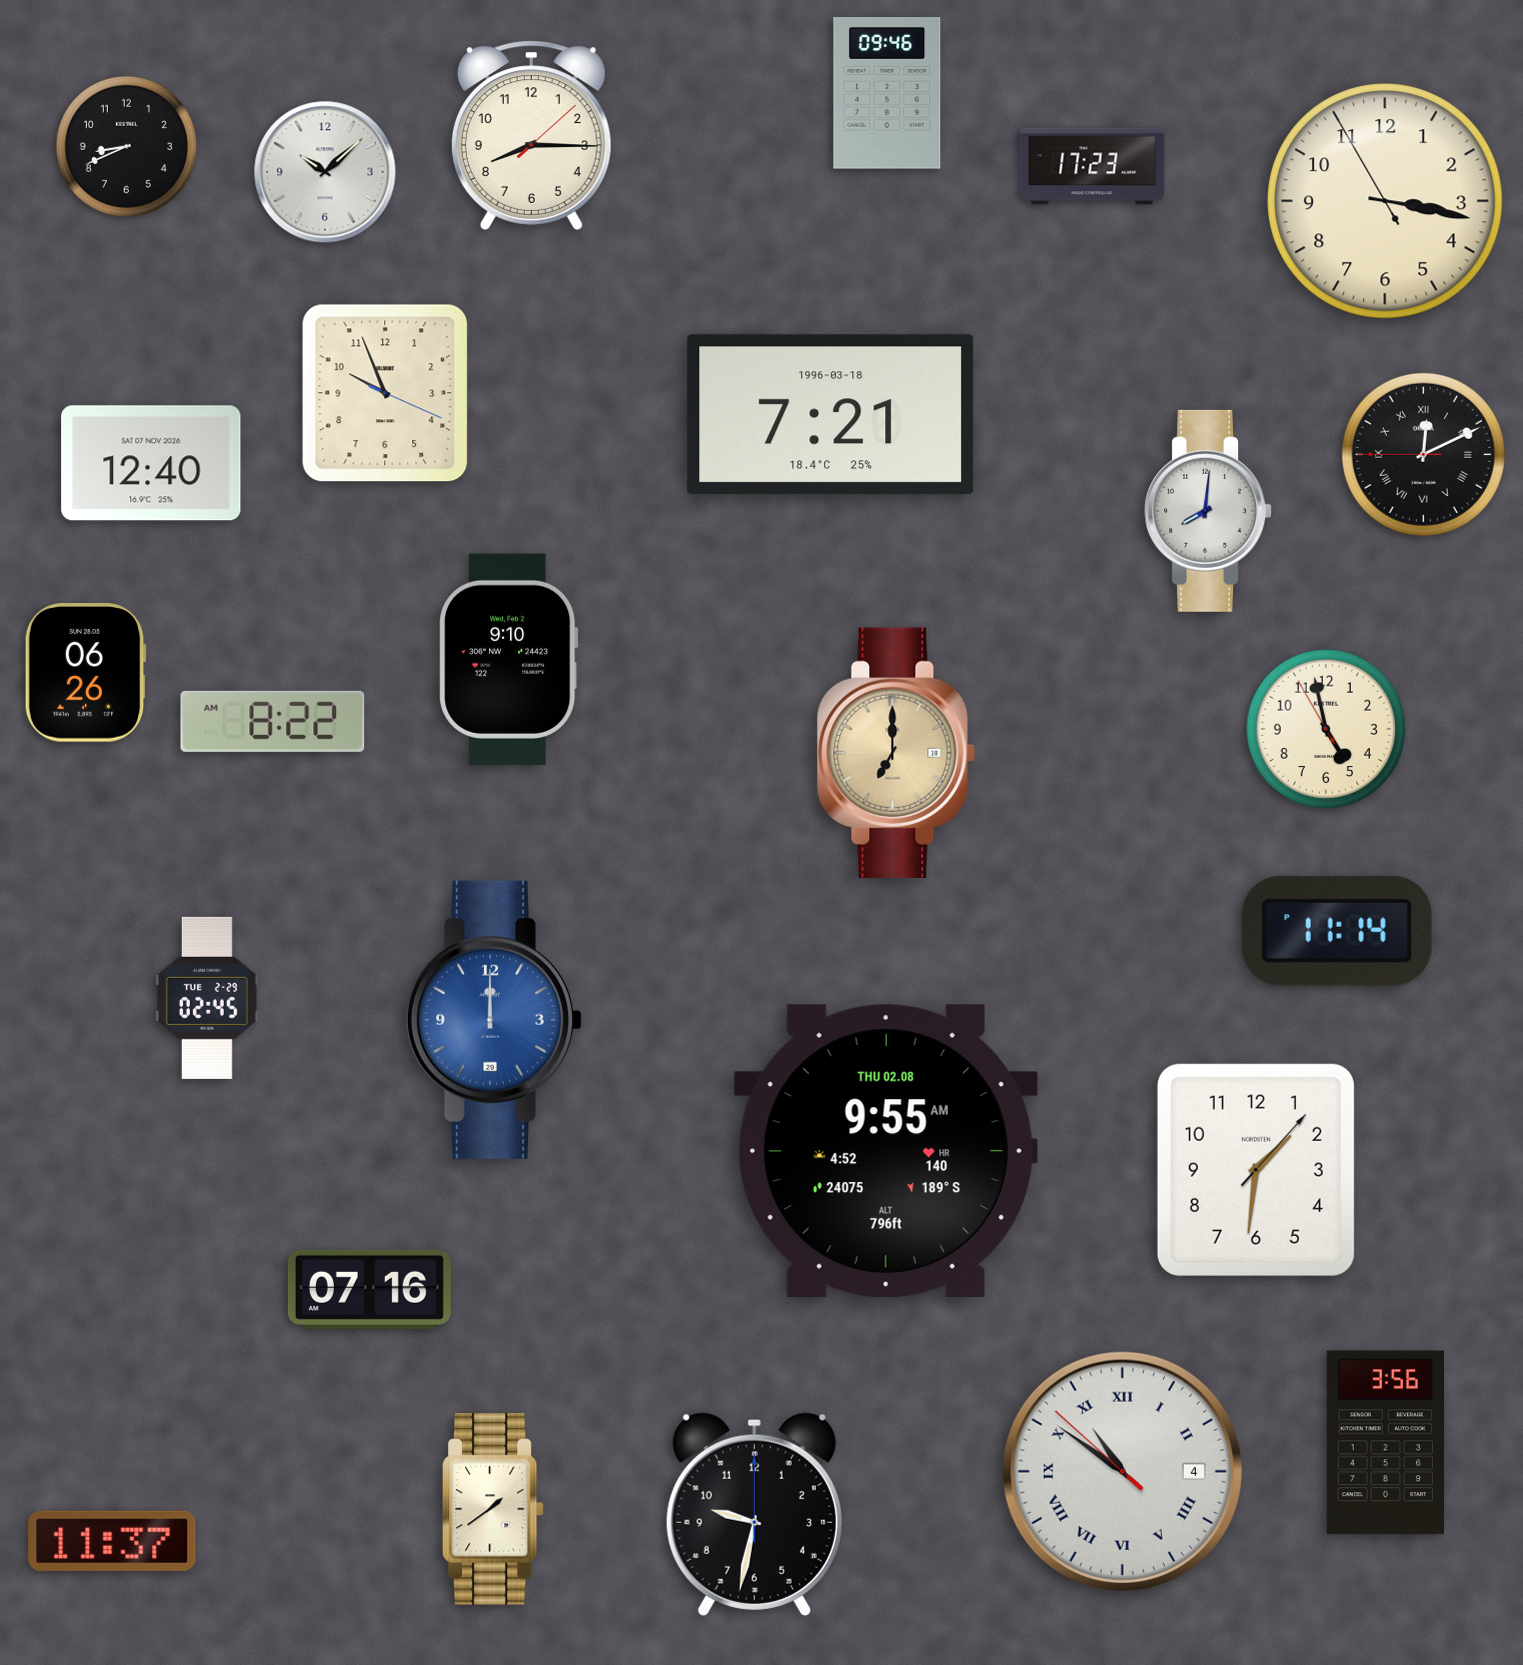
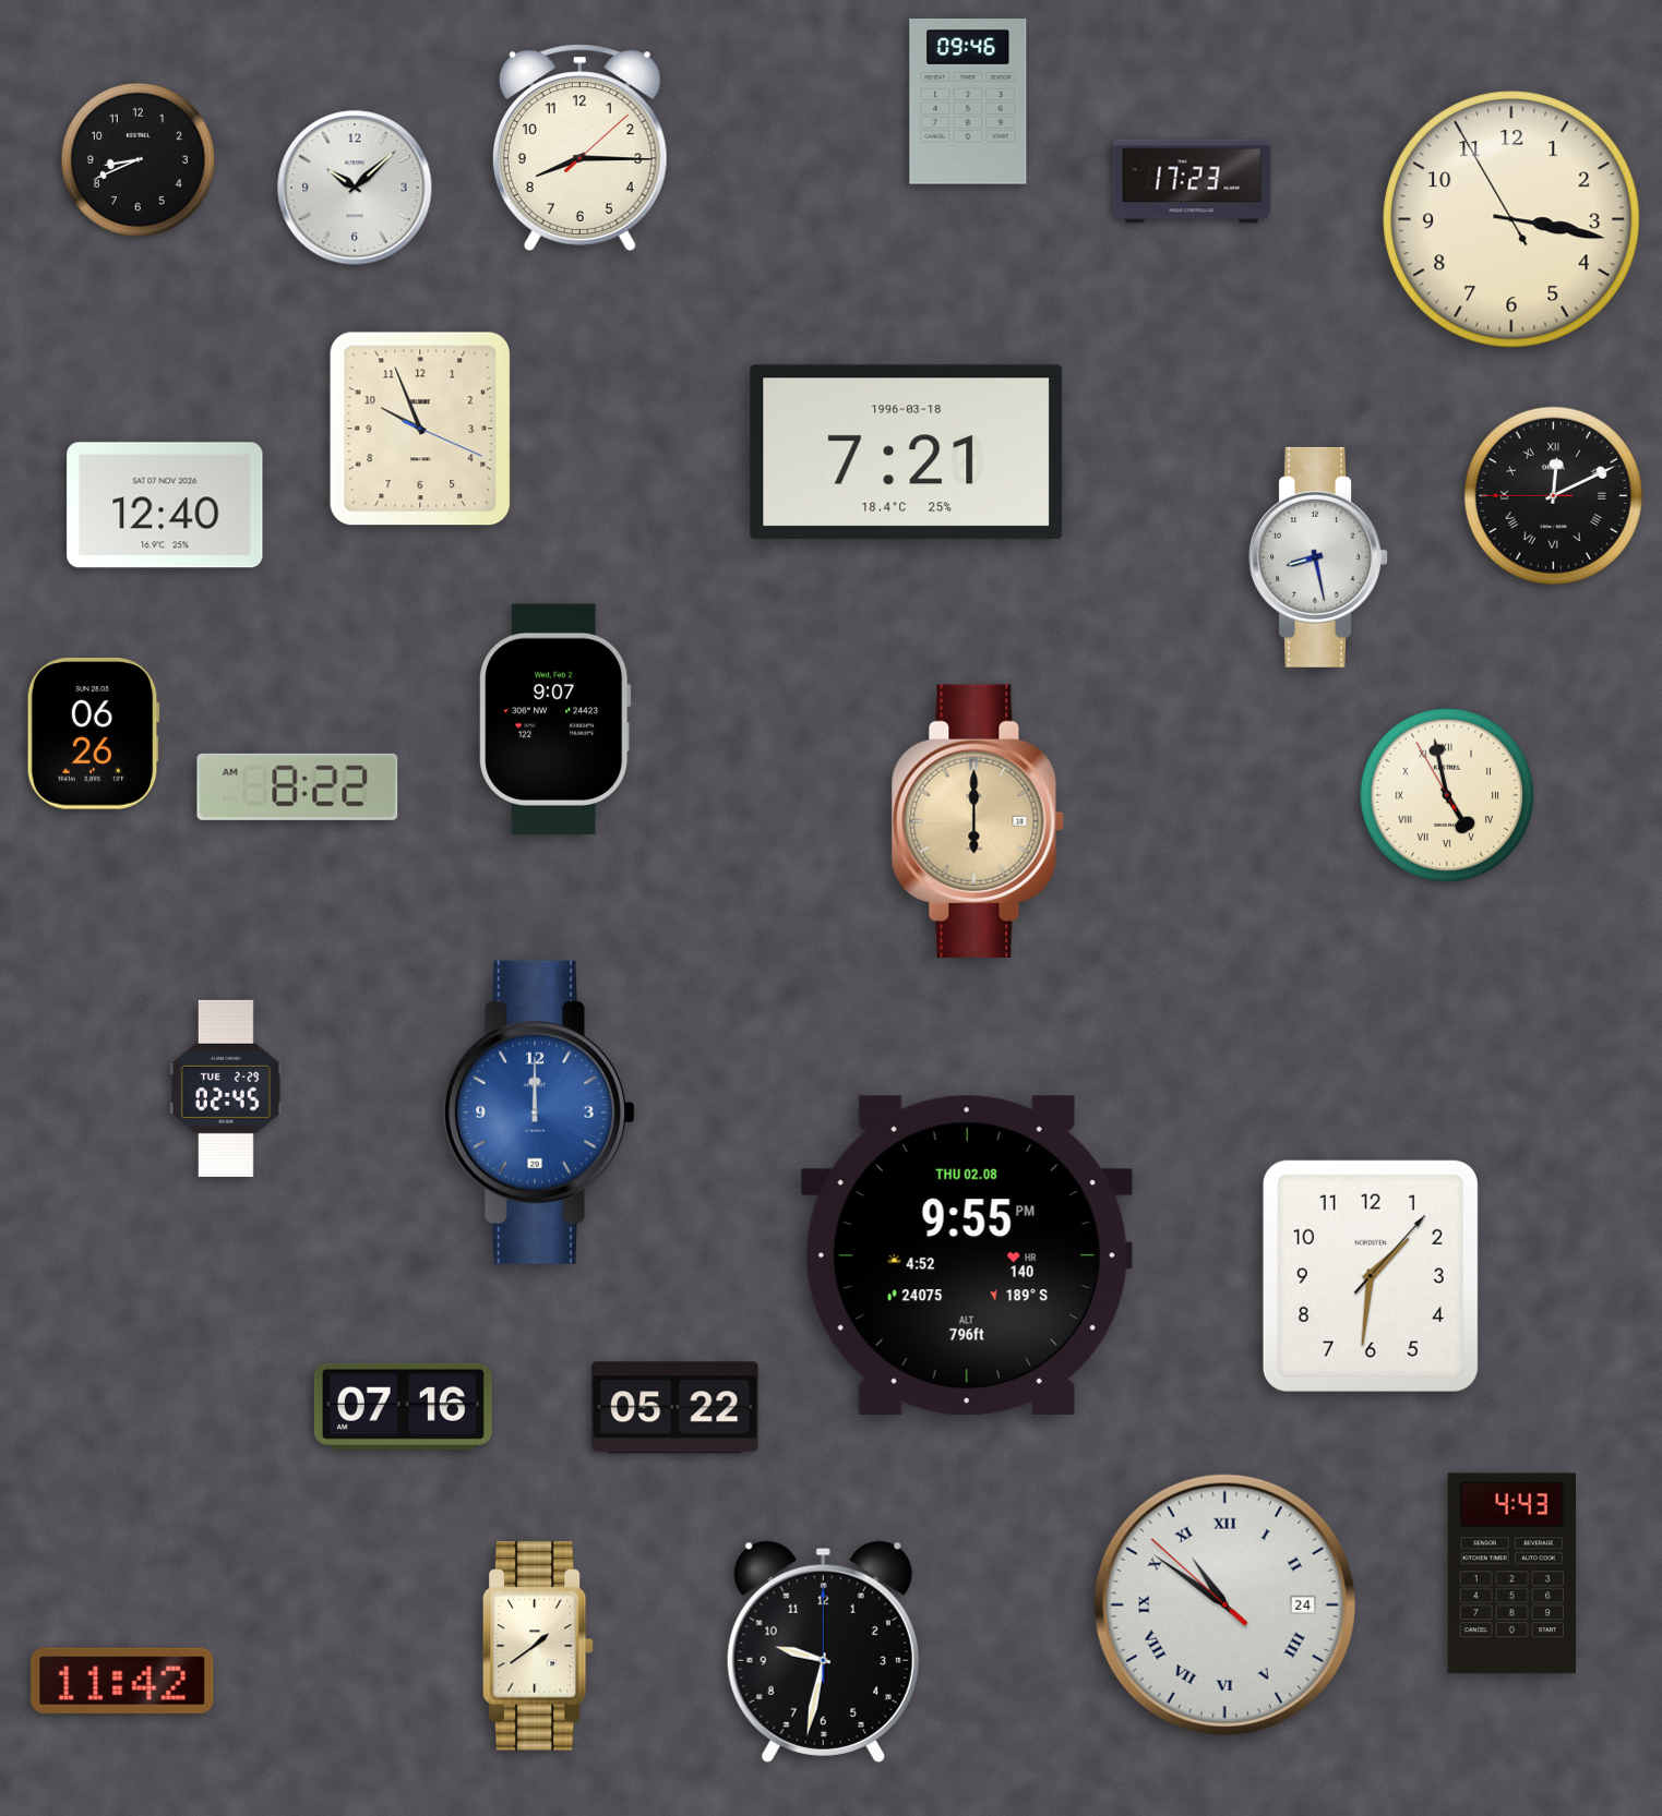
clock at (1208, 511): 8:01 -> 8:28
clock at (509, 659): 9:10 -> 9:07
clock at (1326, 729) numerals: Arabic -> Roman
clock at (896, 753): 7:00 -> 6:00
clock at (1337, 931): 11:14 -> none
clock at (886, 1150): 9:55 AM -> 9:55 PM
clock at (675, 1408): none -> 05:22
clock at (1385, 1443): 3:56 -> 4:43
clock at (1122, 1471) date: 4 -> 24
clock at (112, 1541): 11:37 -> 11:42
